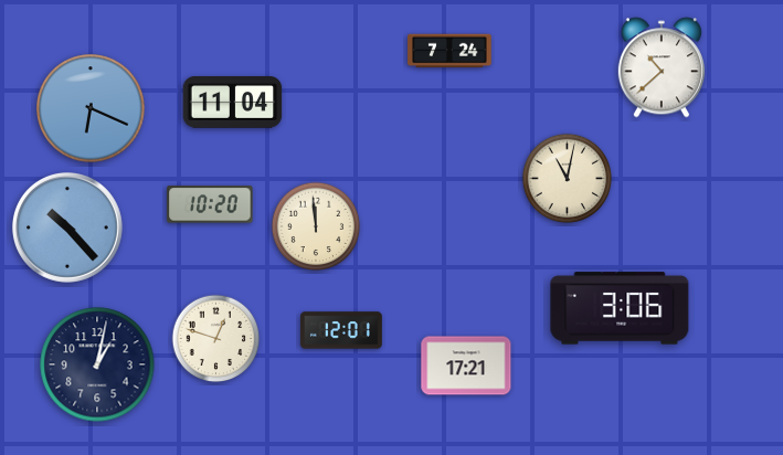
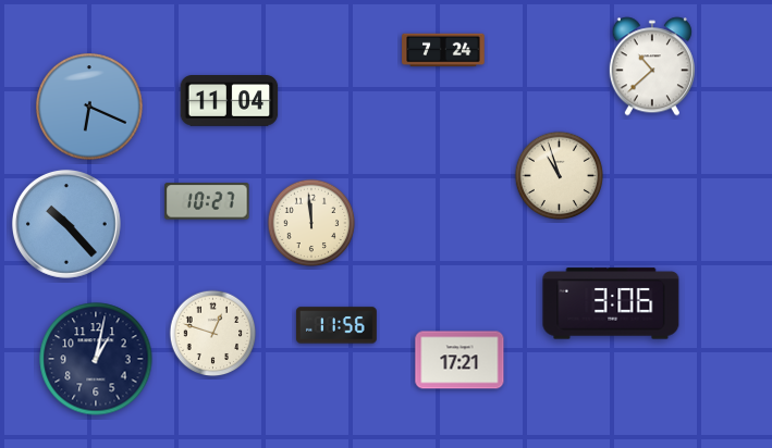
clock at (568, 179): 11:02 -> 10:57
clock at (210, 204): 10:20 -> 10:27
clock at (341, 330): 12:01 -> 11:56
